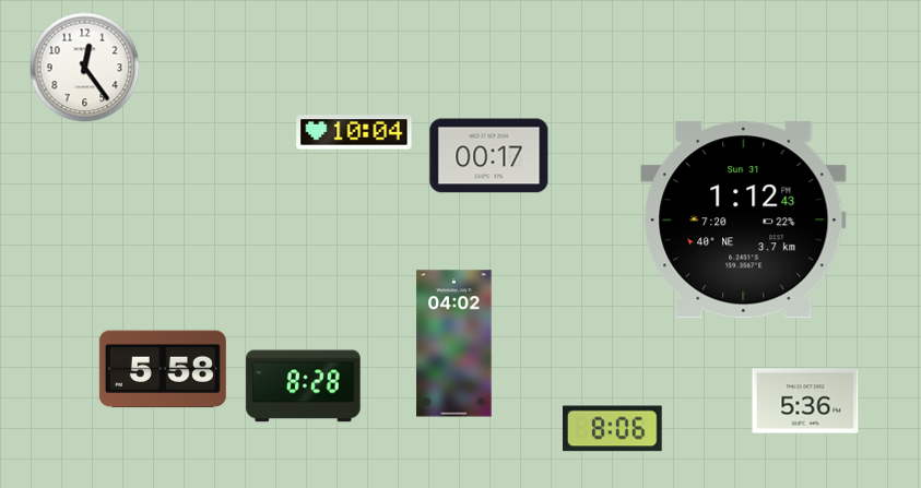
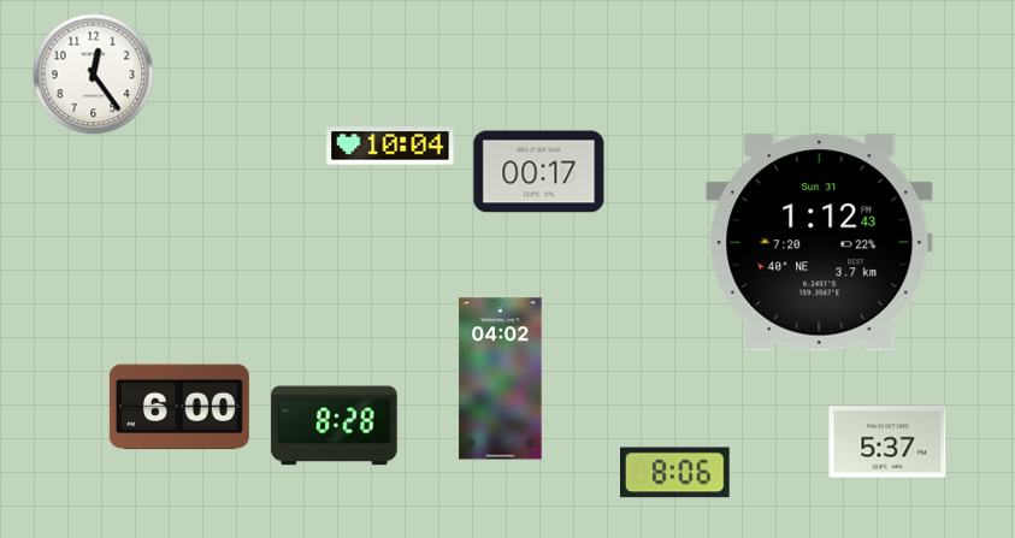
clock at (163, 369): 5:58 -> 6:00
clock at (805, 401): 5:36 -> 5:37
